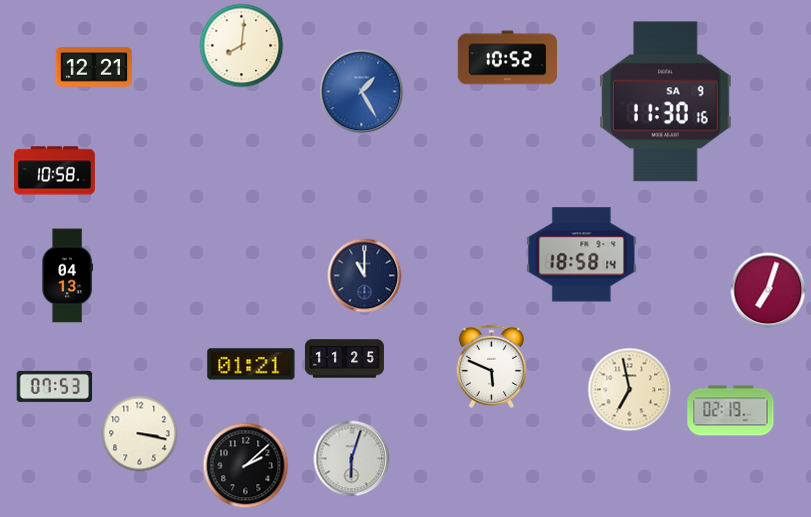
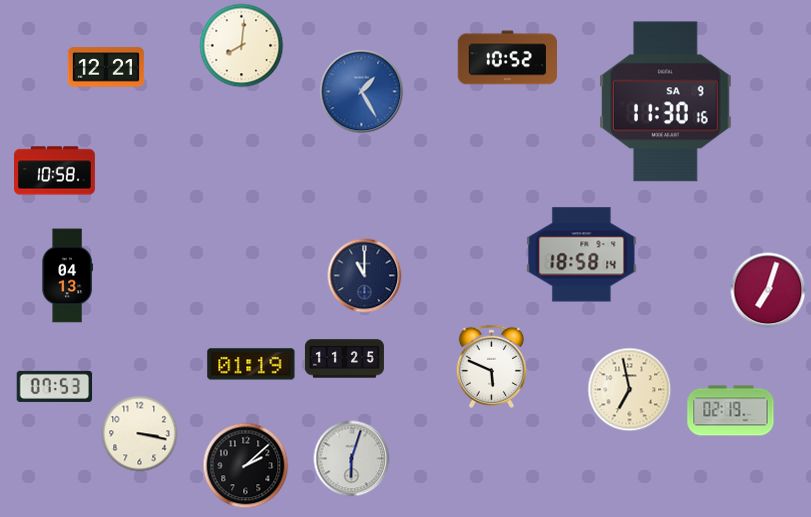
clock at (94, 67) position: (94, 67) -> (106, 67)
clock at (251, 364): 01:21 -> 01:19
